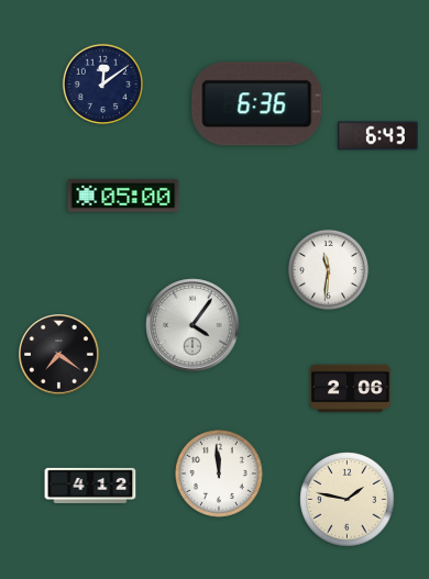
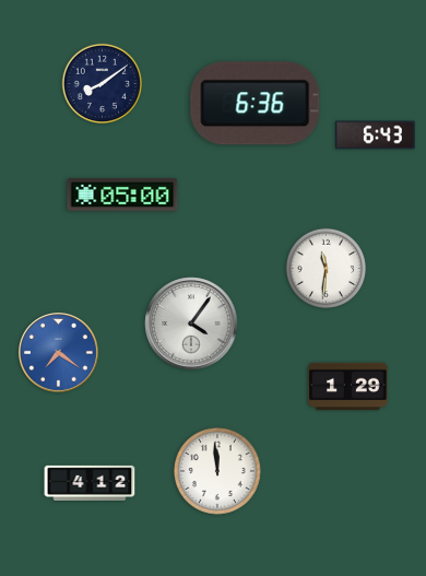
clock at (102, 83): 12:09 -> 8:09
clock at (59, 355) dial: black -> blue
clock at (351, 389): 2:06 -> 1:29
clock at (348, 500): 1:47 -> none
